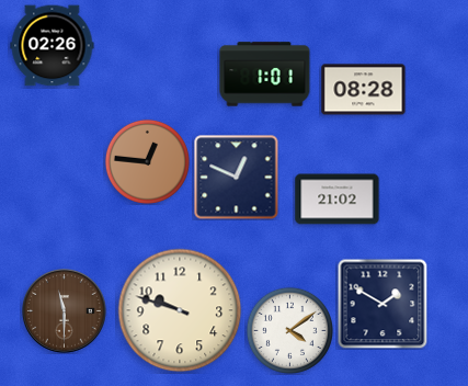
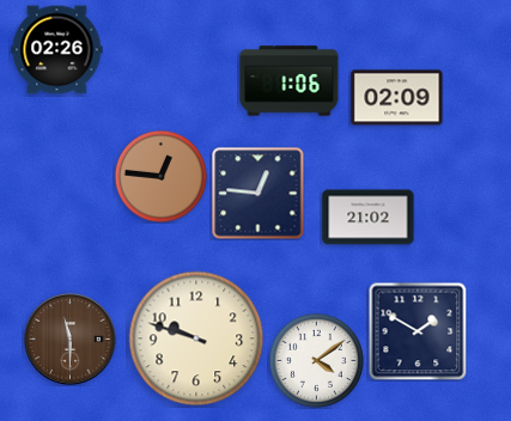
clock at (265, 75): 1:01 -> 1:06
clock at (364, 90): 08:28 -> 02:09
clock at (237, 178): 12:49 -> 12:46
